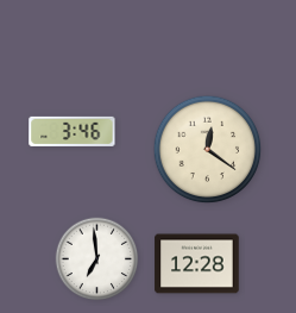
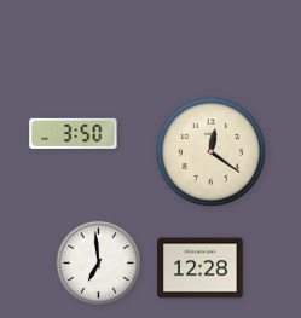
clock at (73, 131): 3:46 -> 3:50
